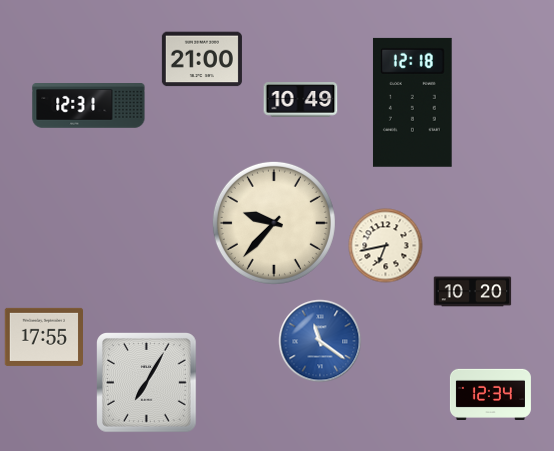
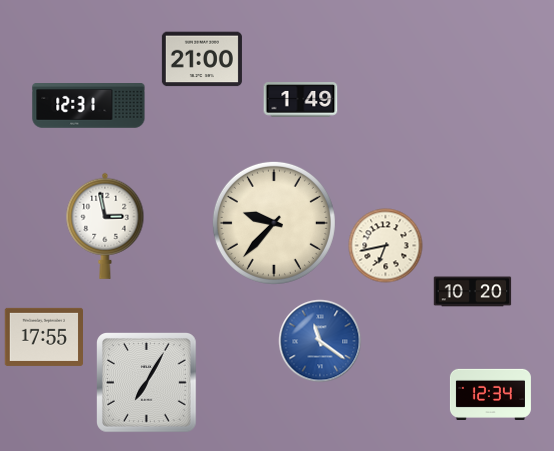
clock at (301, 100): 10:49 -> 1:49
clock at (412, 102): 12:18 -> none
clock at (105, 226): none -> 2:58
